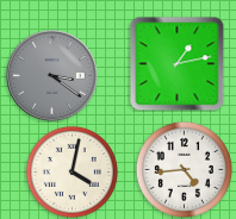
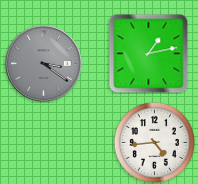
clock at (72, 171): 4:02 -> none
